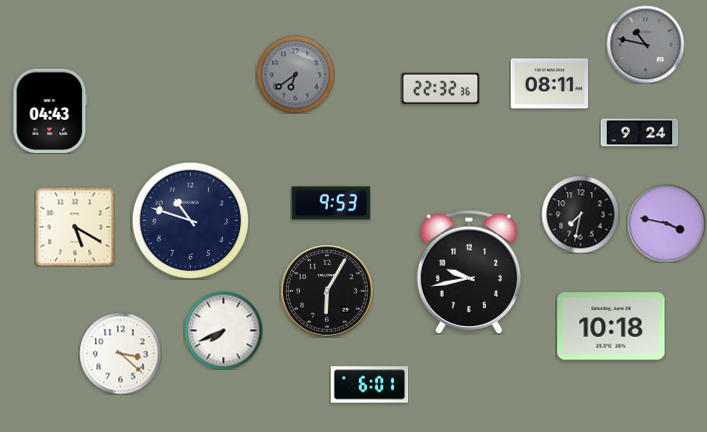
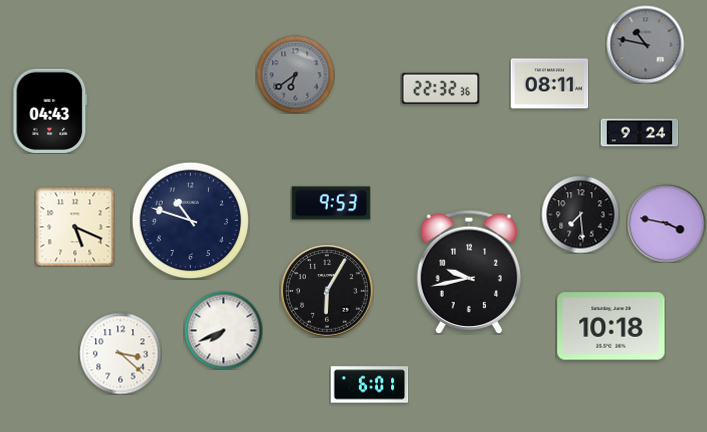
clock at (580, 214): 7:32 -> 7:29
clock at (75, 227): 5:20 -> 5:19
